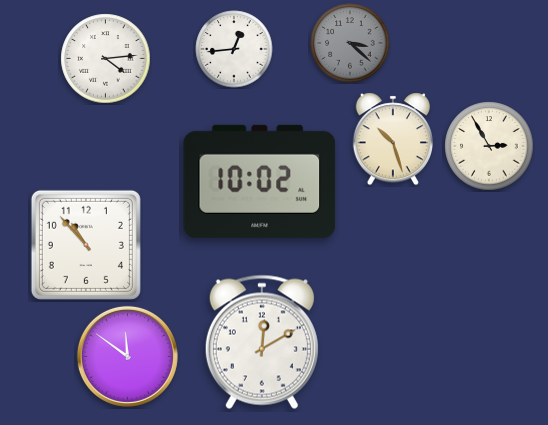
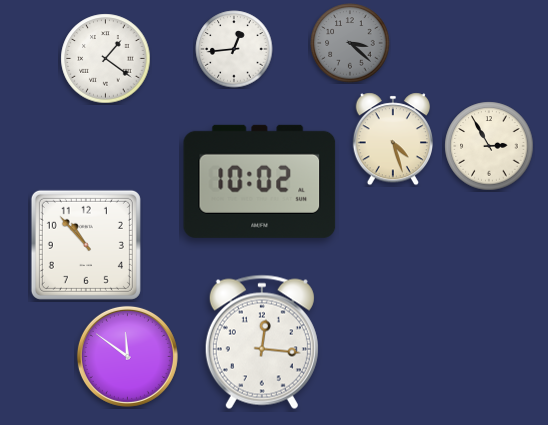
clock at (106, 59): 4:14 -> 1:21
clock at (392, 139): 10:27 -> 4:27
clock at (262, 342): 12:10 -> 12:16
